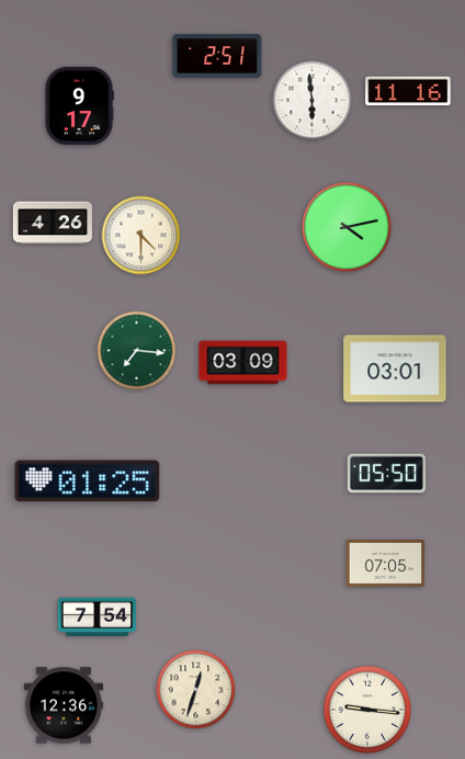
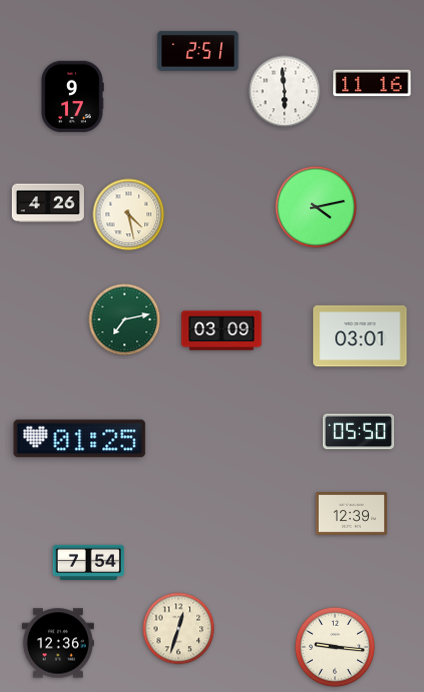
clock at (141, 236): 4:30 -> 4:28
clock at (137, 351): 7:16 -> 7:13
clock at (387, 474) position: (387, 474) -> (359, 432)
clock at (386, 564): 07:05 -> 12:39
